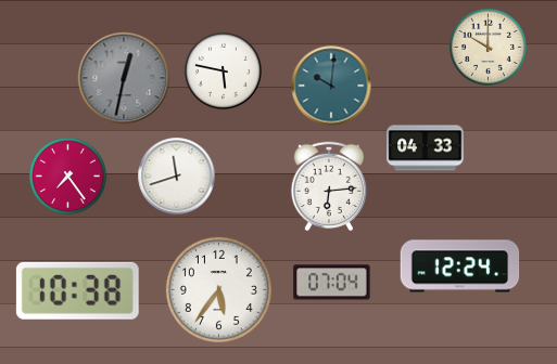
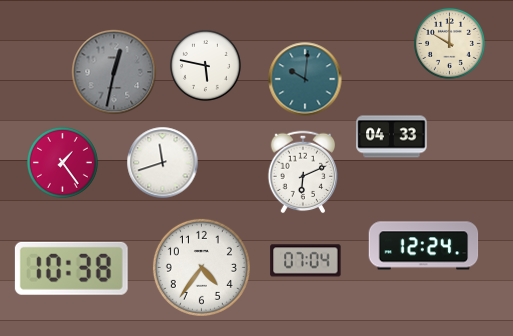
clock at (67, 175): 7:24 -> 1:24
clock at (329, 186): 6:14 -> 6:11
clock at (218, 289): 5:36 -> 4:36
